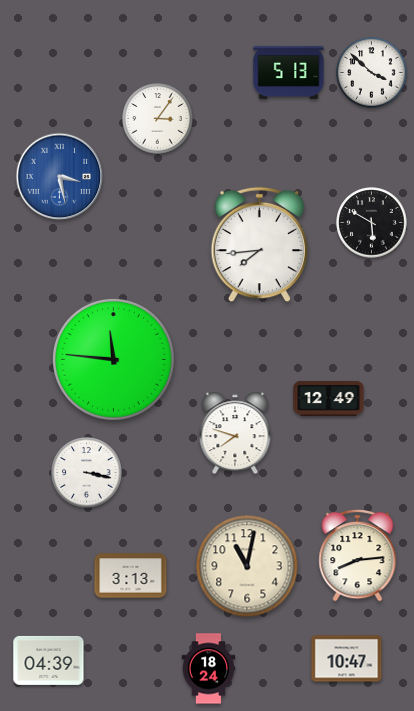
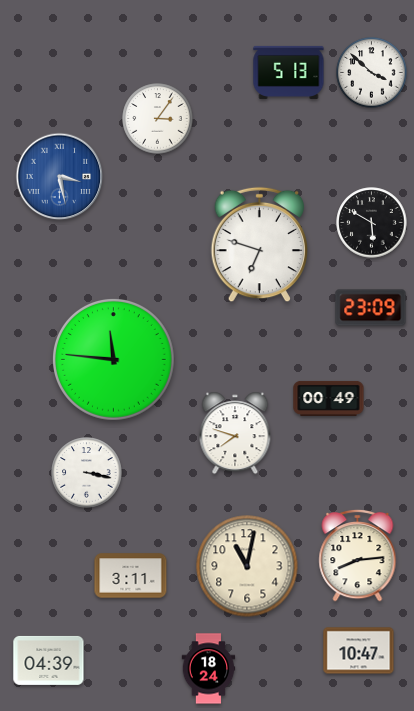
clock at (260, 245): 7:44 -> 6:48
clock at (371, 308): none -> 23:09
clock at (329, 398): 12:49 -> 00:49
clock at (131, 576): 3:13 -> 3:11
clock at (347, 659) position: (347, 659) -> (359, 651)
